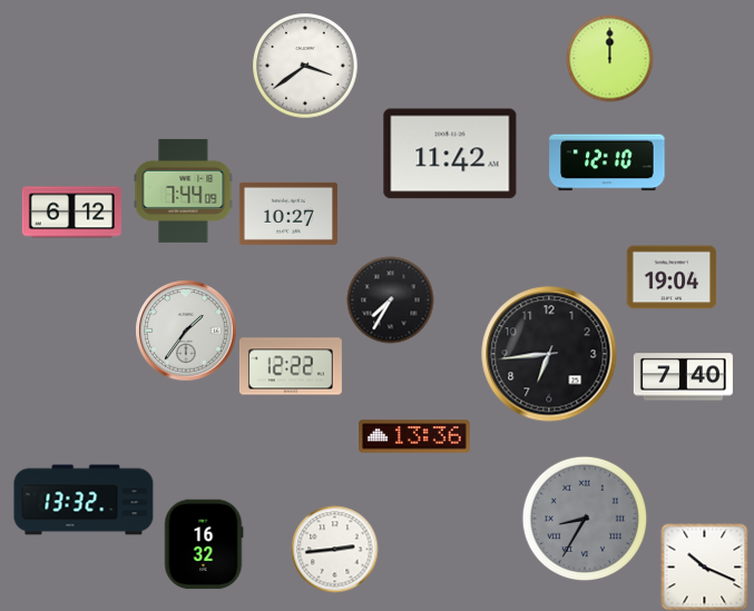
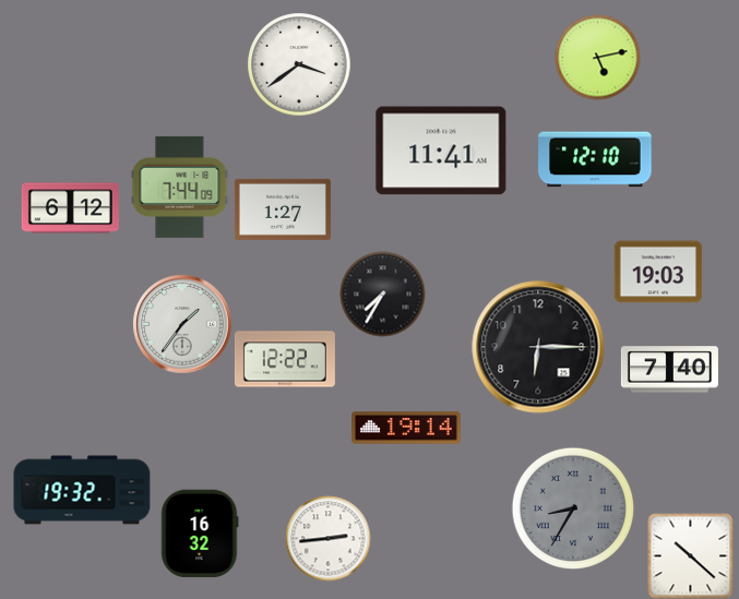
clock at (609, 58): 12:00 -> 5:13
clock at (450, 154): 11:42 -> 11:41
clock at (288, 214): 10:27 -> 1:27
clock at (672, 277): 19:04 -> 19:03
clock at (549, 354): 6:44 -> 6:15
clock at (414, 436): 13:36 -> 19:14
clock at (84, 500): 13:32 -> 19:32
clock at (704, 566): 10:19 -> 10:22
